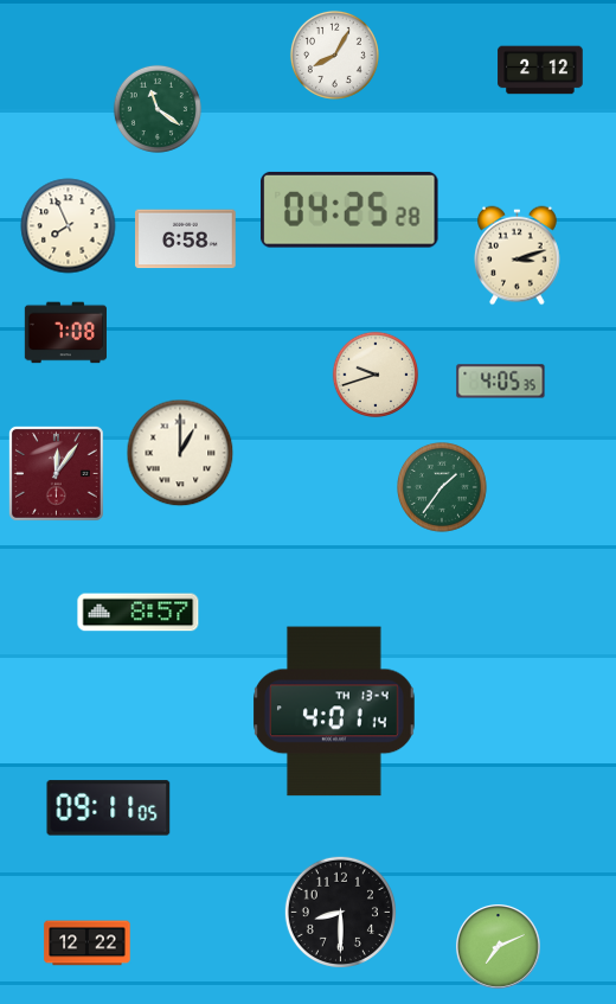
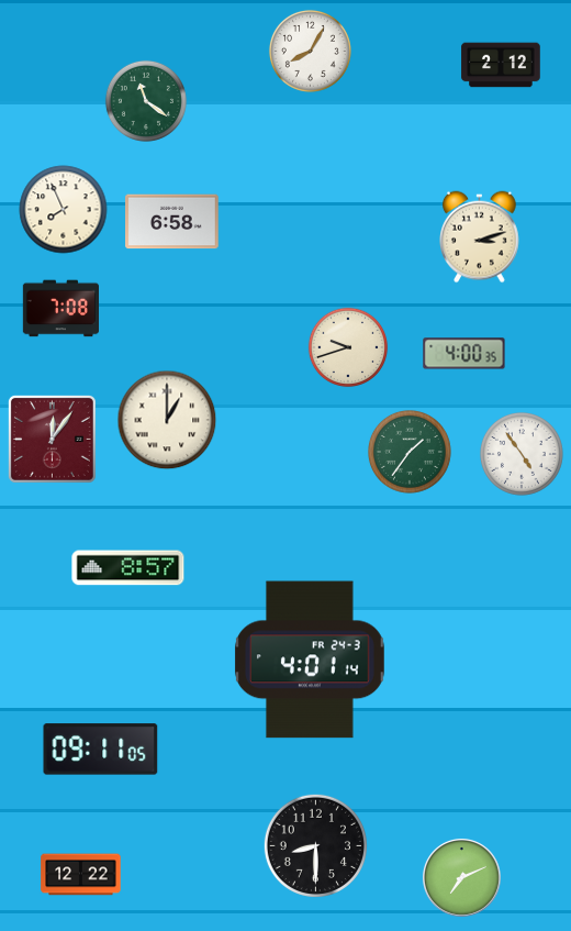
clock at (349, 210): 04:25 -> none
clock at (501, 382): 4:05 -> 4:00
clock at (523, 455): none -> 4:54
clock at (335, 711) date: TH 13-4 -> FR 24-3
